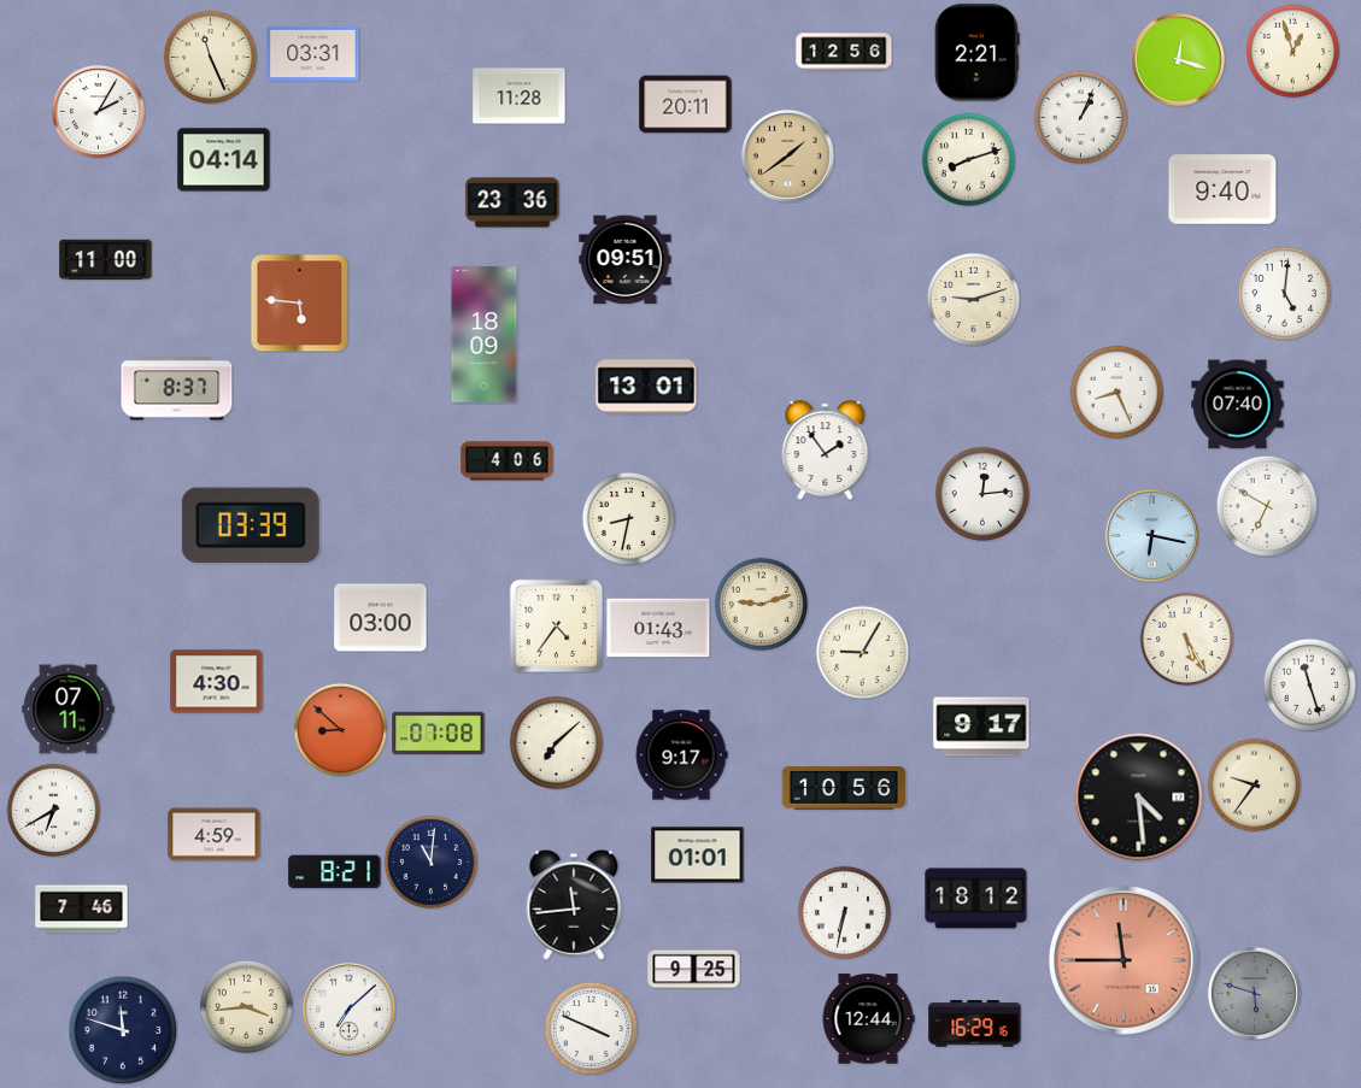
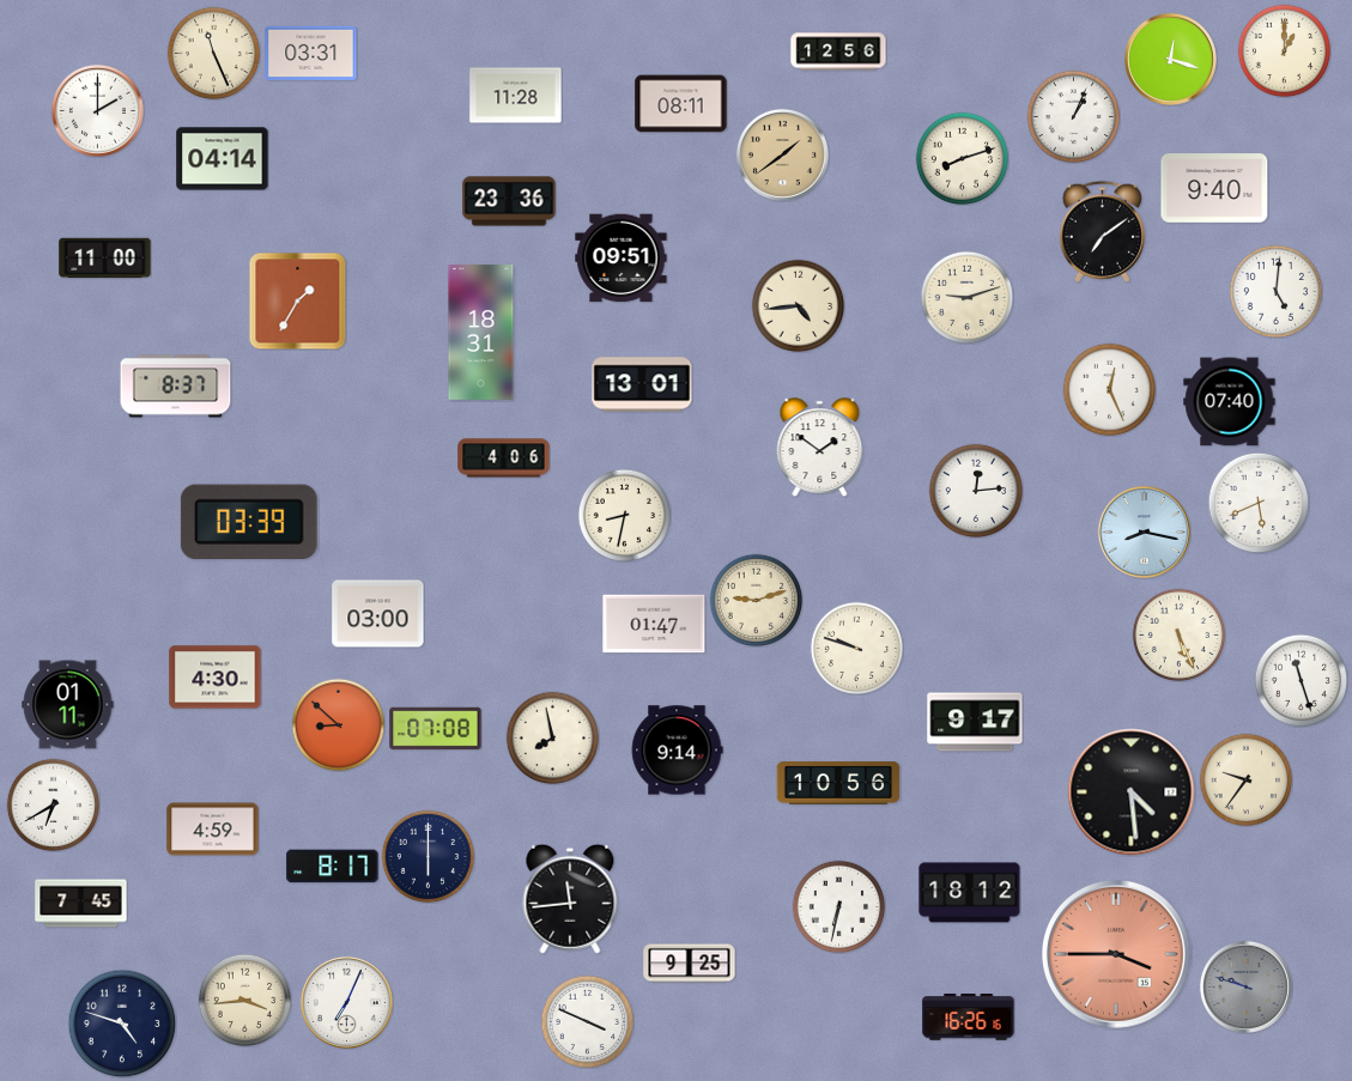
clock at (1292, 51): 12:57 -> 1:00
clock at (978, 53): 2:21 -> none
clock at (210, 57) position: (210, 57) -> (213, 53)
clock at (686, 105): 20:11 -> 08:11
clock at (98, 111): 2:05 -> 2:00
clock at (1102, 231): none -> 7:09
clock at (299, 302): 5:46 -> 1:35
clock at (798, 305): none -> 4:44
clock at (485, 335): 18:09 -> 18:31
clock at (1116, 392): 8:26 -> 12:26
clock at (826, 449): 1:54 -> 1:51
clock at (1267, 506): 6:50 -> 5:41
clock at (1151, 535): 6:17 -> 8:17
clock at (556, 625): 4:36 -> none
clock at (658, 628): 01:43 -> 01:47
clock at (1186, 639): 5:25 -> 5:26
clock at (862, 652): 9:05 -> 9:48
clock at (69, 710): 07:11 -> 01:11
clock at (556, 742): 7:08 -> 7:58
clock at (681, 755): 9:17 -> 9:14
clock at (698, 855): 01:01 -> none
clock at (430, 861): 11:01 -> 6:00
clock at (335, 872): 8:21 -> 8:17
clock at (82, 910): 7:46 -> 7:45
clock at (1124, 960): 11:45 -> 3:45
clock at (1254, 993): 5:48 -> 9:48
clock at (348, 1008): 7:08 -> 7:04
clock at (868, 1019): 12:44 -> none
clock at (975, 1024): 16:29 -> 16:26
clock at (123, 1030): 11:48 -> 4:48
